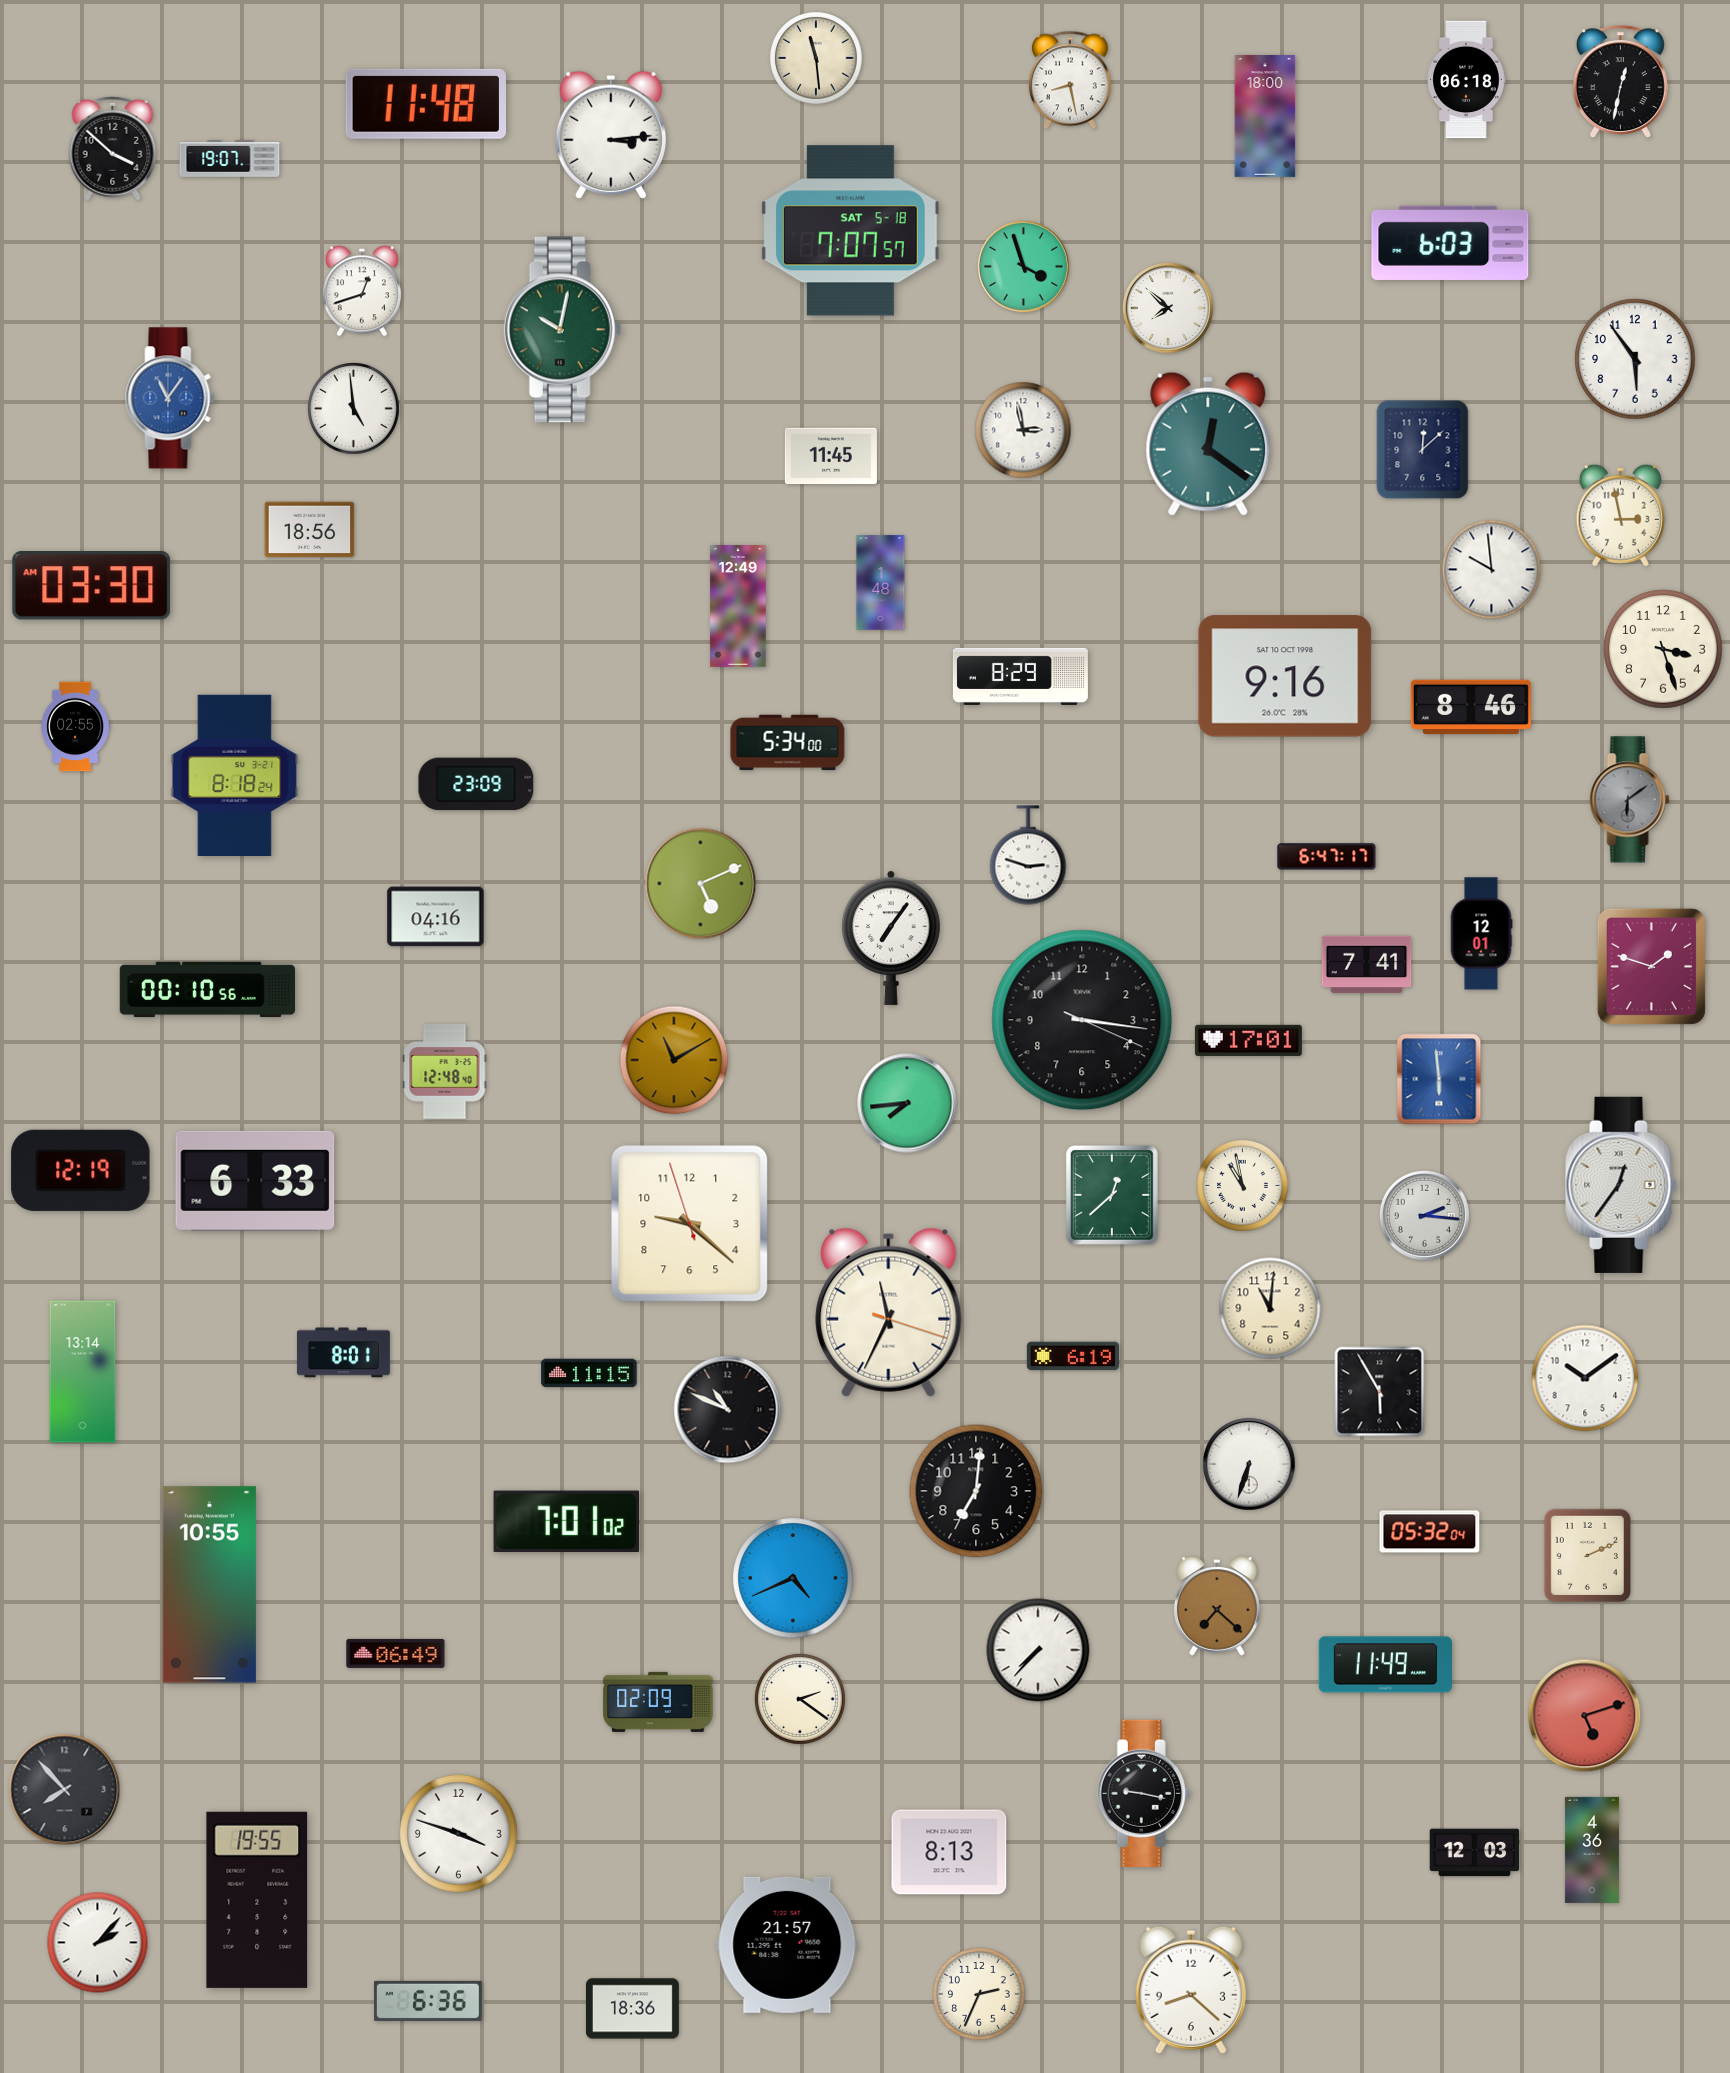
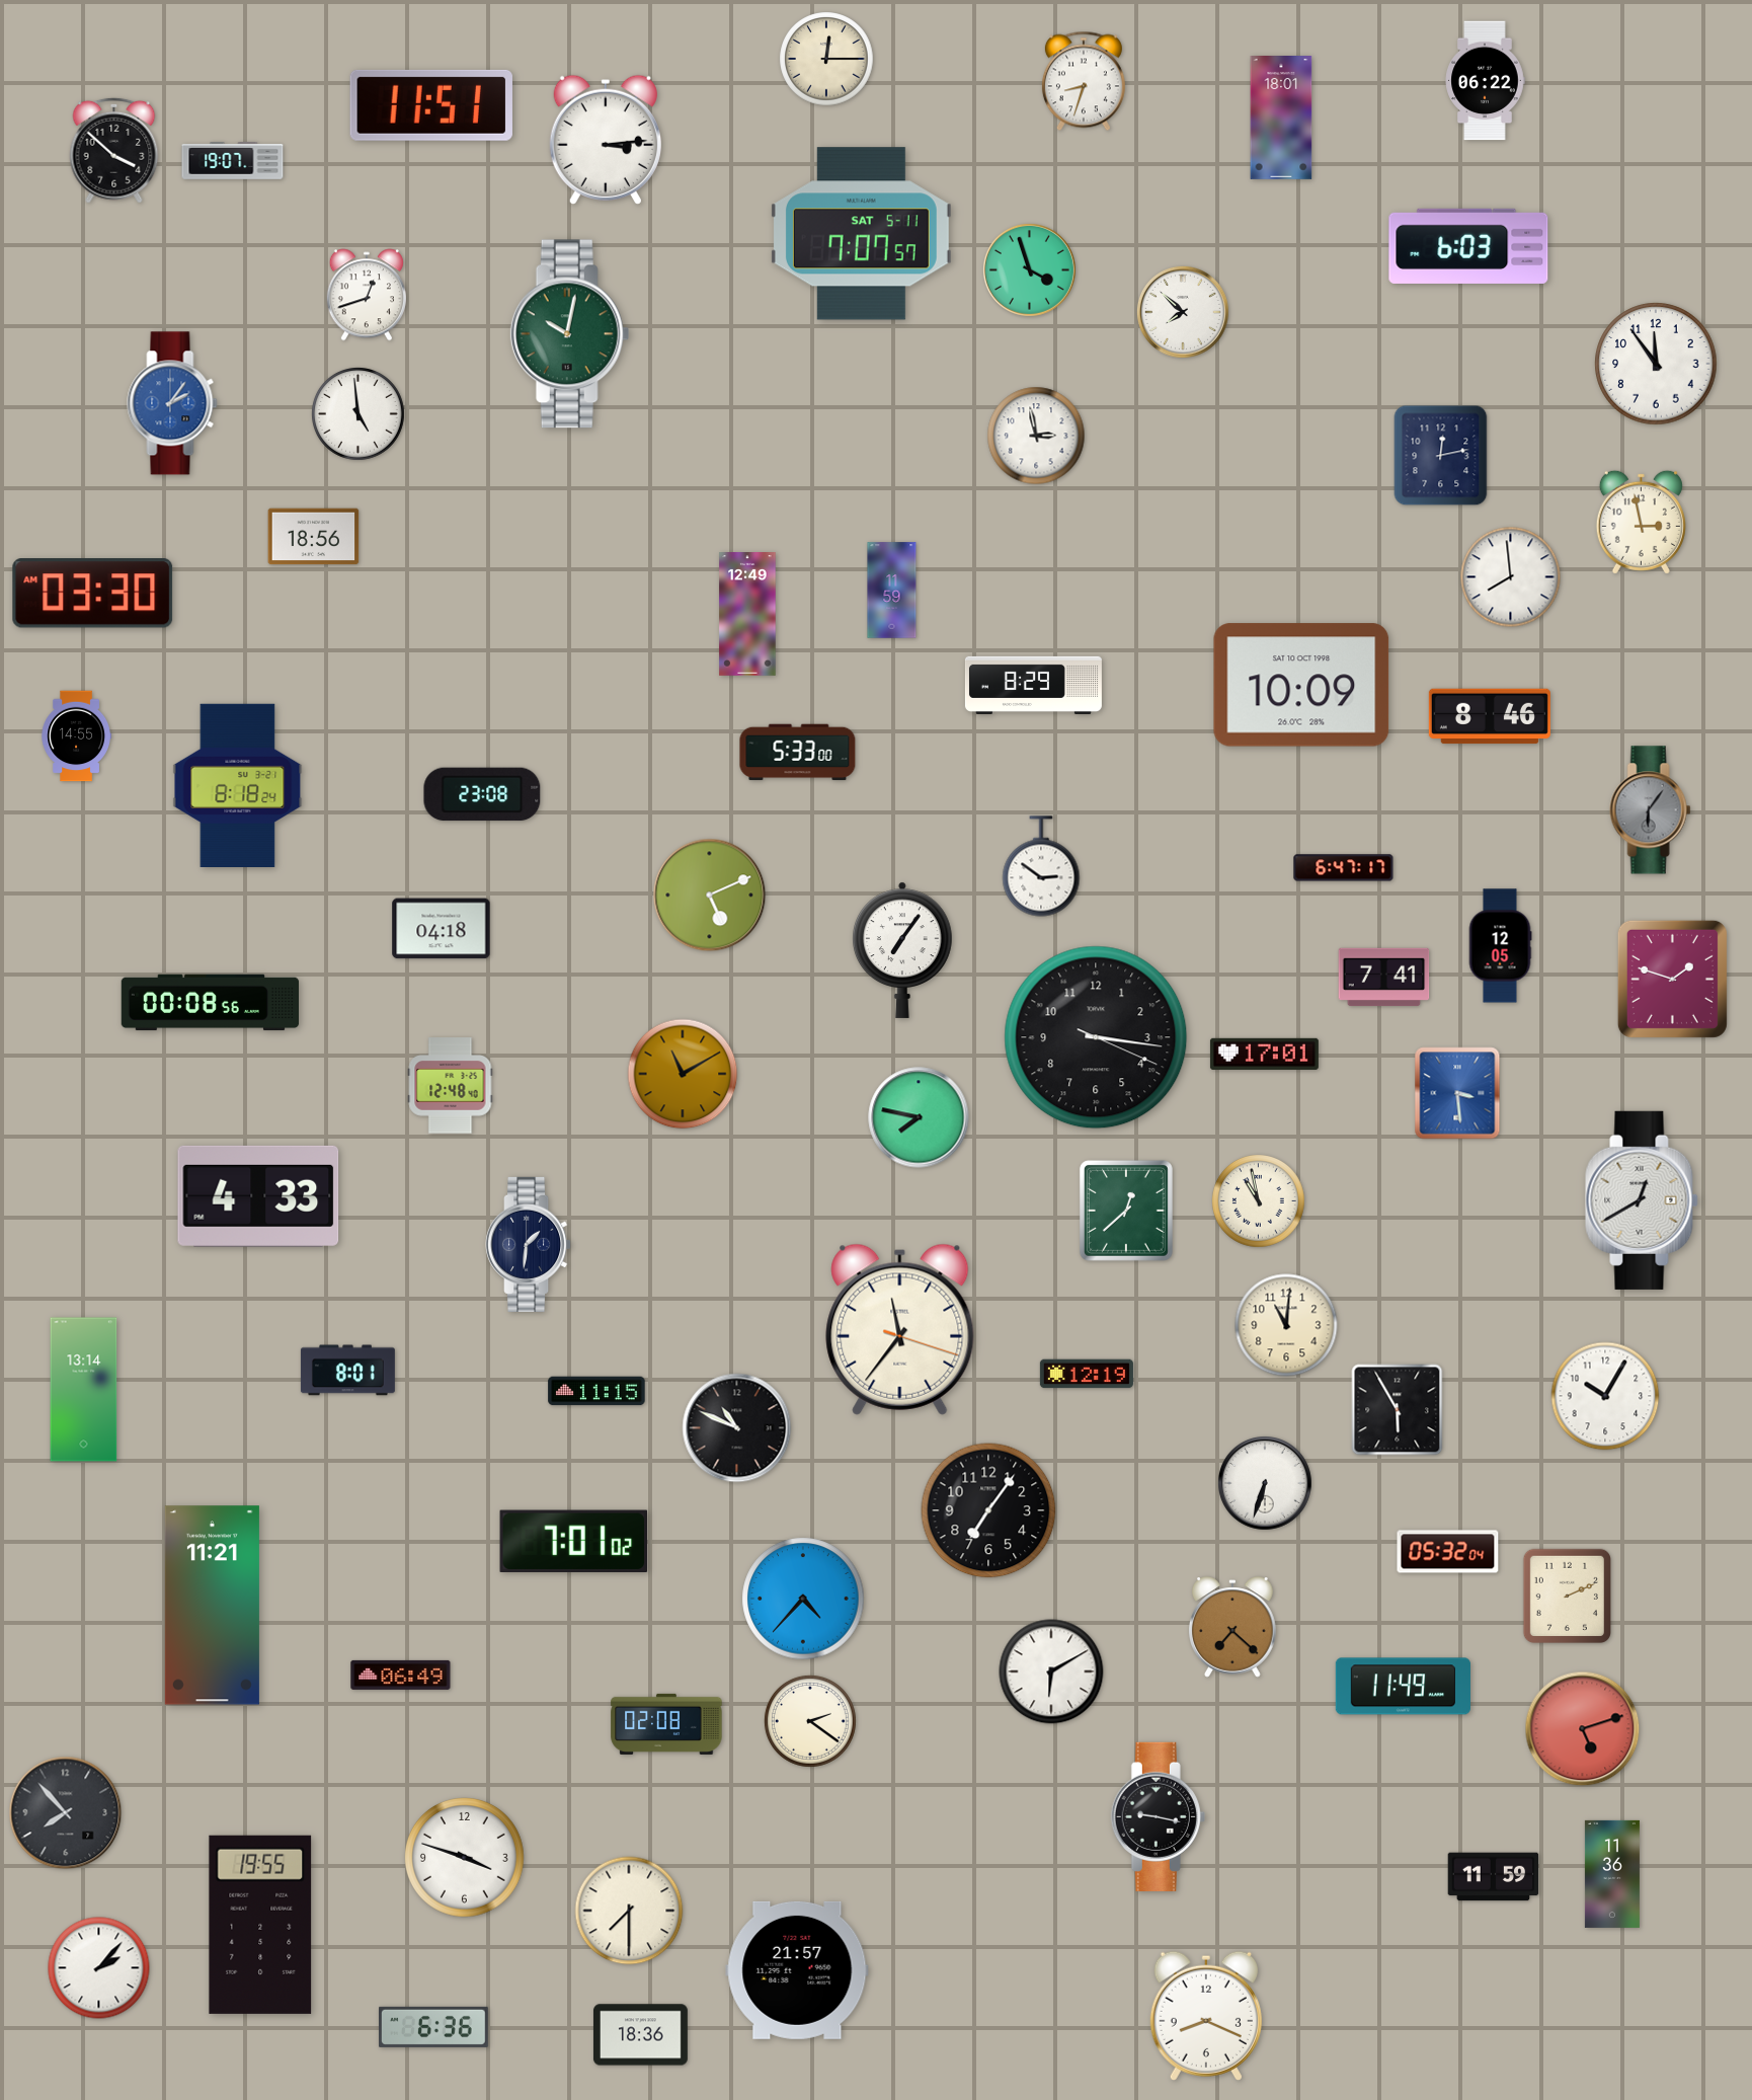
clock at (816, 58): 11:29 -> 12:15
clock at (1070, 80): 8:28 -> 8:33
clock at (1466, 80): 06:18 -> 06:22
clock at (1620, 81): 12:32 -> none
clock at (426, 104): 11:48 -> 11:51
clock at (1265, 117): 18:00 -> 18:01
clock at (611, 135) position: (611, 135) -> (606, 140)
clock at (850, 231) date: SAT 5-18 -> SAT 5-11
clock at (1023, 266) position: (1023, 266) -> (1029, 269)
clock at (1635, 359): 5:54 -> 11:54
clock at (170, 398): 11:06 -> 2:06
clock at (1208, 444): 12:21 -> none
clock at (1423, 450): 12:08 -> 12:13
clock at (831, 456): 11:45 -> none
clock at (1492, 570): 9:59 -> 7:59
clock at (881, 583): 1:48 -> 11:59
clock at (1663, 649): 3:27 -> none
clock at (1285, 676): 9:16 -> 10:09
clock at (75, 727): 02:55 -> 14:55
clock at (788, 743): 5:34 -> 5:33
clock at (476, 784): 23:09 -> 23:08
clock at (1630, 800): 6:09 -> 6:06
clock at (1028, 855): 2:48 -> 2:51
clock at (436, 917): 04:16 -> 04:18
clock at (1481, 934): 12:01 -> 12:05
clock at (208, 990): 00:10 -> 00:08
clock at (1082, 1020) position: (1082, 1020) -> (1096, 1037)
clock at (1439, 1079): 5:59 -> 3:29
clock at (907, 1103): 7:44 -> 7:47
clock at (81, 1170): 12:19 -> none
clock at (255, 1181): 6:33 -> 4:33
clock at (1621, 1185): 12:36 -> 12:40
clock at (1424, 1215): 2:16 -> none
clock at (690, 1224): 9:21 -> none
clock at (529, 1244): none -> 1:31
clock at (889, 1312): 11:34 -> 11:36
clock at (1073, 1356): 6:19 -> 12:19
clock at (1585, 1378): 10:09 -> 10:05
clock at (976, 1491): 7:01 -> 7:06
clock at (1587, 1555) position: (1587, 1555) -> (1567, 1596)
clock at (793, 1578): 4:41 -> 4:37
clock at (209, 1585): 10:55 -> 11:21
clock at (1038, 1650): 7:37 -> 6:10
clock at (658, 1702): 02:09 -> 02:08
clock at (1585, 1716) position: (1585, 1716) -> (1583, 1729)
clock at (1592, 1850): 4:36 -> 11:36
clock at (949, 1852): 8:13 -> none
clock at (1475, 1853): 12:03 -> 11:59
clock at (629, 1911): none -> 7:30
clock at (1191, 1990): 8:22 -> 8:19
clock at (979, 1994): 2:34 -> none
